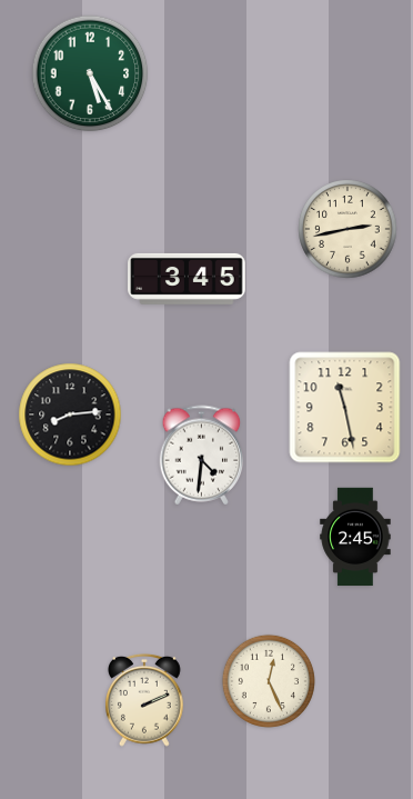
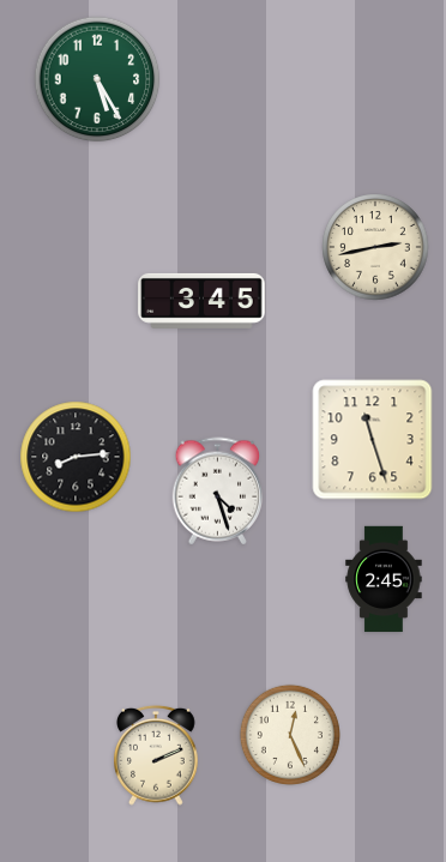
clock at (345, 408): 11:28 -> 11:27
clock at (70, 415) position: (70, 415) -> (76, 457)
clock at (202, 456): 4:31 -> 4:27
